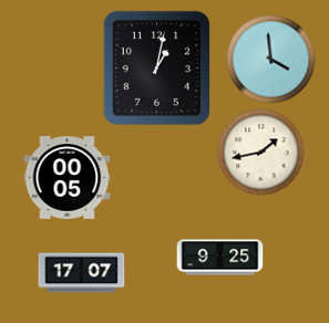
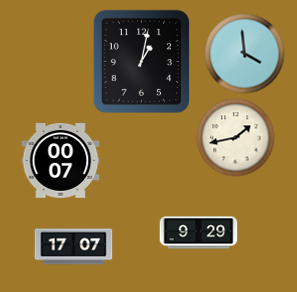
clock at (66, 178): 00:05 -> 00:07
clock at (219, 258): 9:25 -> 9:29
